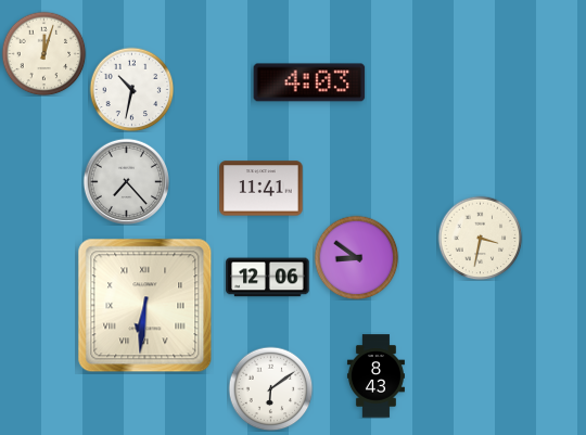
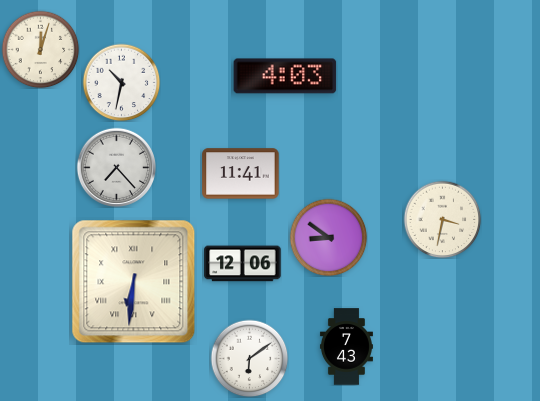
clock at (268, 278) position: (268, 278) -> (243, 264)
clock at (375, 376): 8:43 -> 7:43
